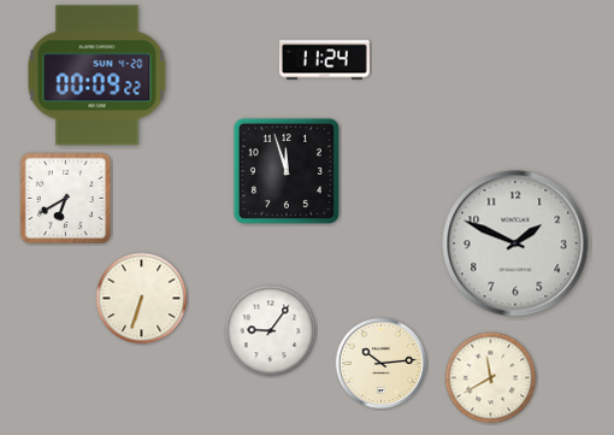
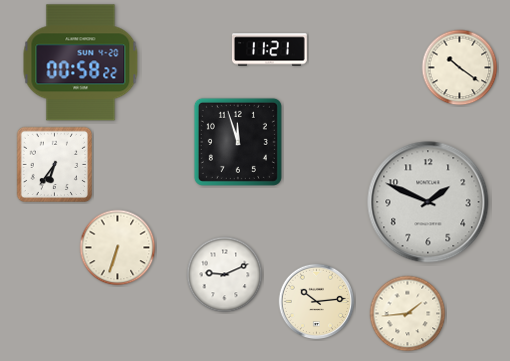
clock at (324, 60): 11:24 -> 11:21
clock at (98, 76): 00:09 -> 00:58
clock at (460, 68): none -> 10:21
clock at (66, 199): 6:40 -> 6:36
clock at (271, 331): 9:06 -> 9:11
clock at (491, 378): 11:40 -> 1:44
